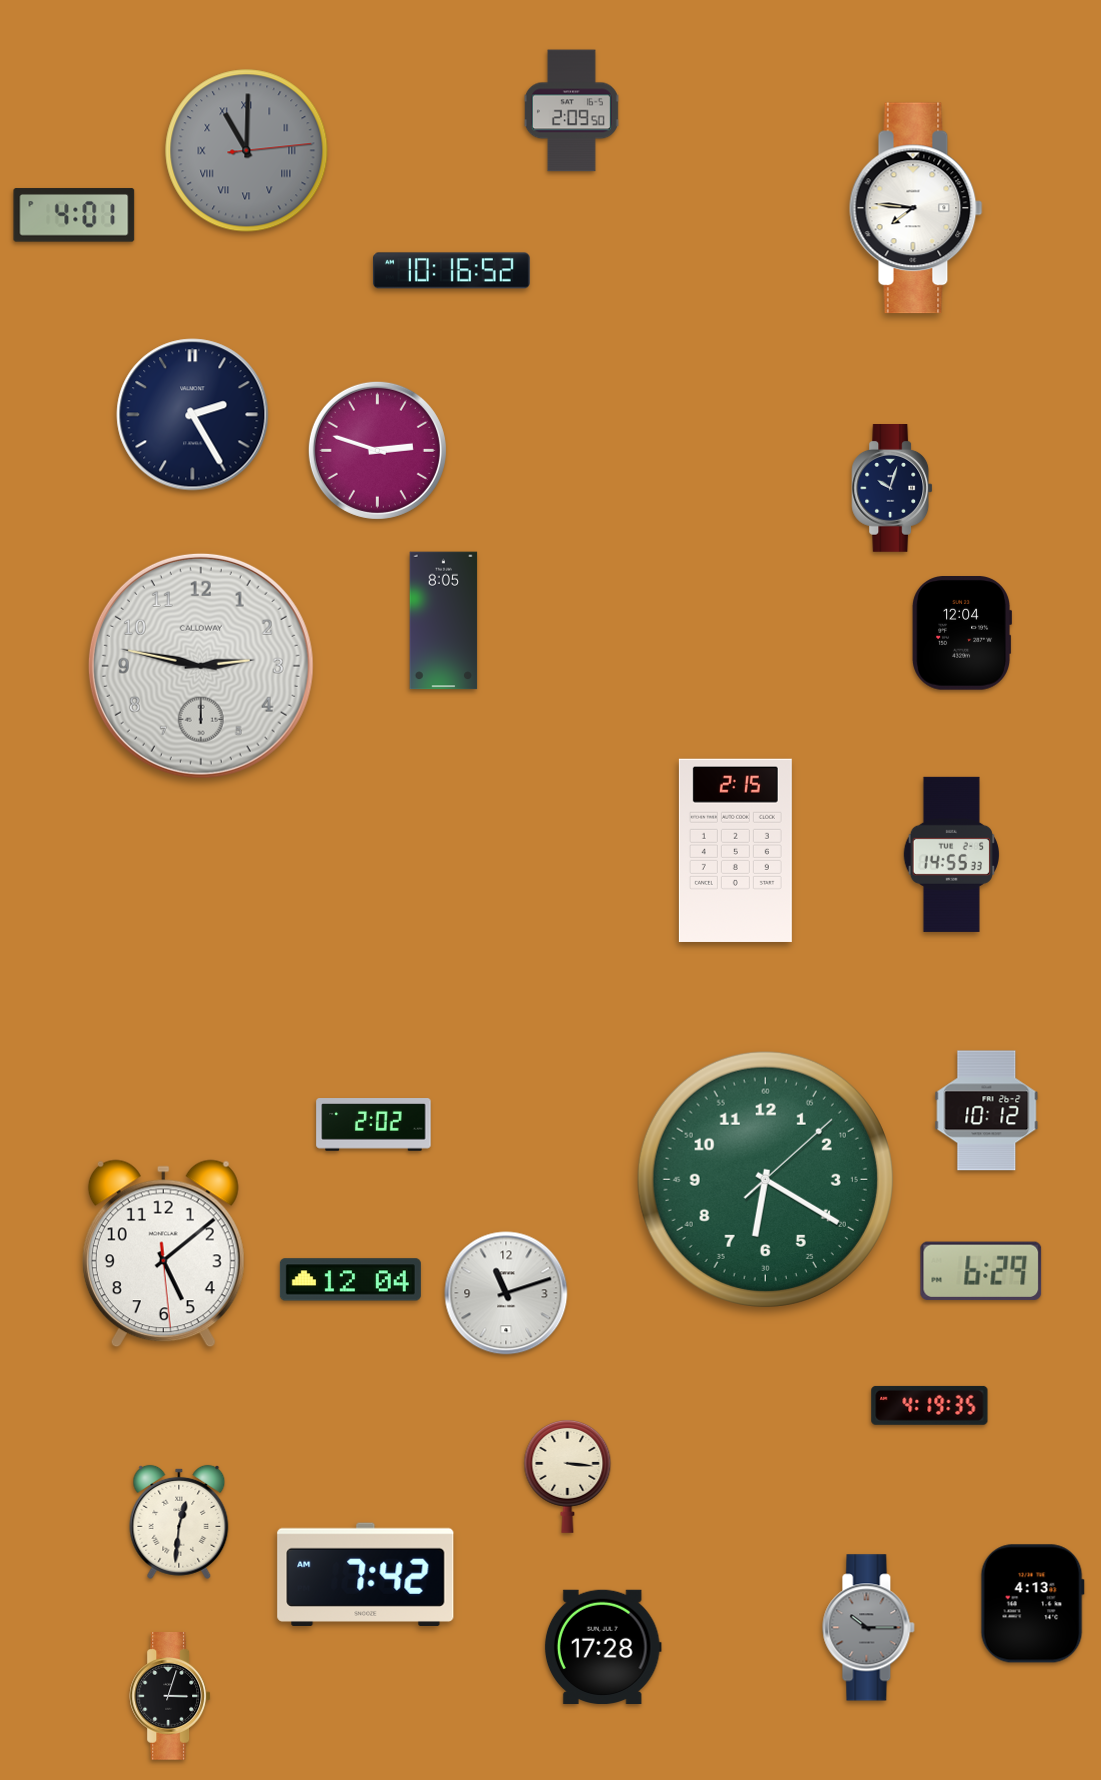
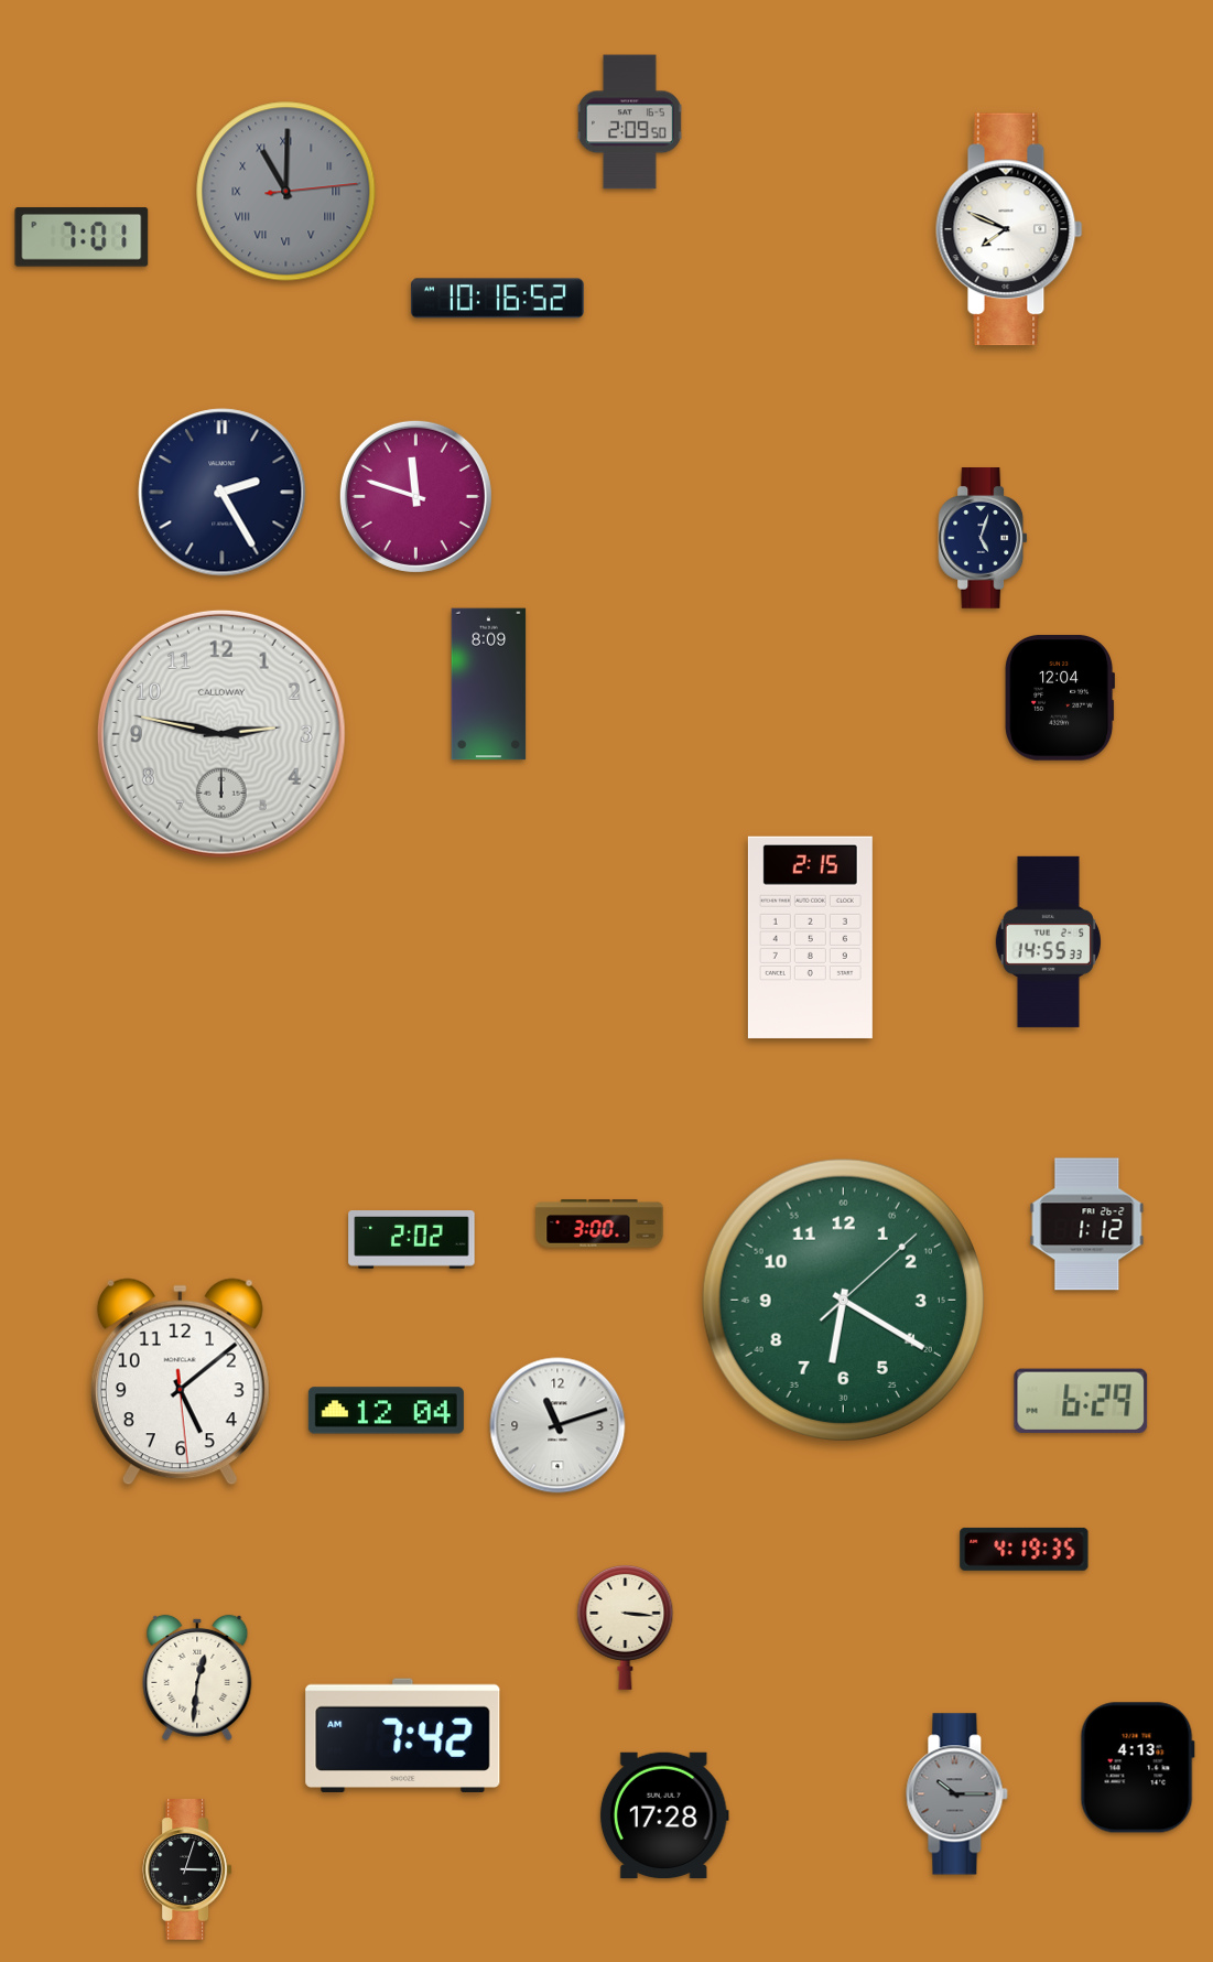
clock at (247, 151) position: (247, 151) -> (286, 192)
clock at (916, 208): 7:46 -> 7:49
clock at (74, 215): 4:01 -> 7:01
clock at (193, 415) position: (193, 415) -> (223, 493)
clock at (377, 450): 2:48 -> 11:48
clock at (892, 489): 10:03 -> 5:03
clock at (444, 621): 8:05 -> 8:09
clock at (599, 1223): none -> 3:00
clock at (987, 1111): 10:12 -> 1:12
